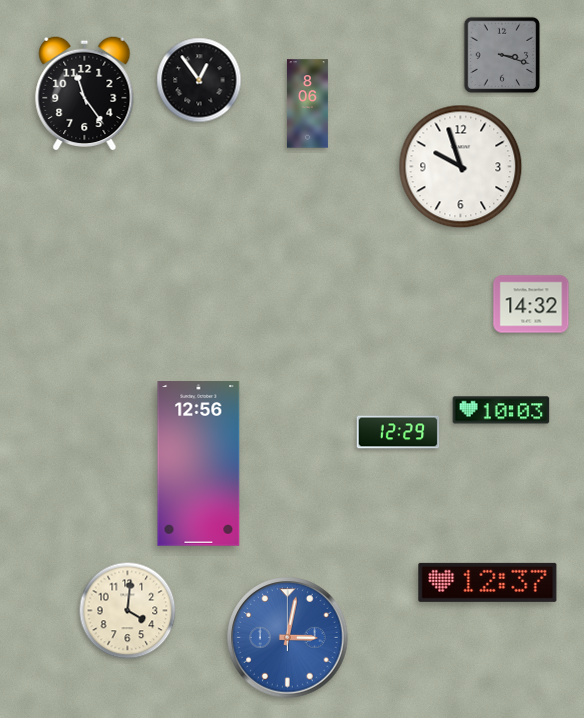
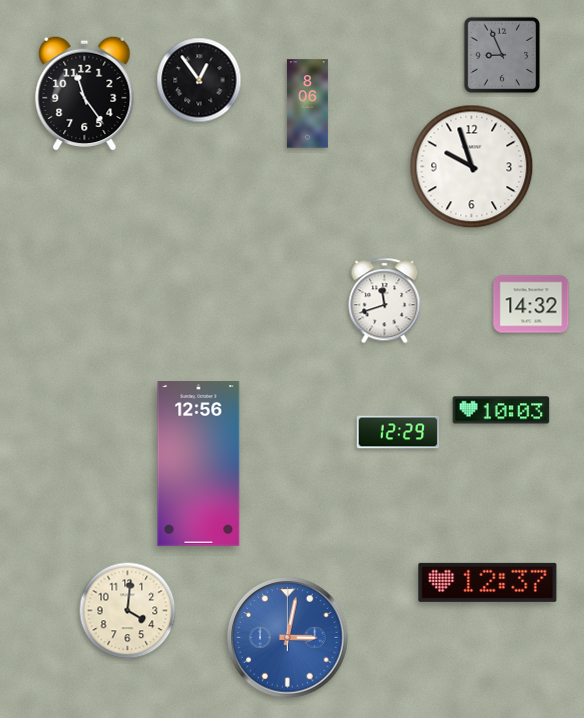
clock at (502, 55): 3:18 -> 8:56
clock at (461, 167) position: (461, 167) -> (472, 167)
clock at (385, 301): none -> 11:42
